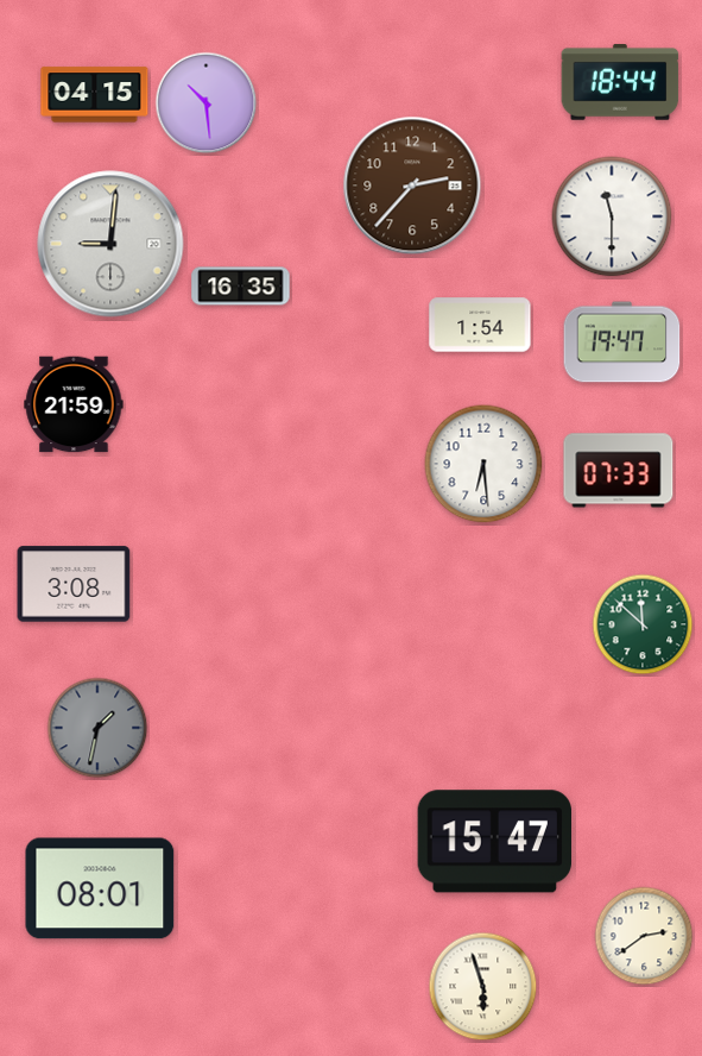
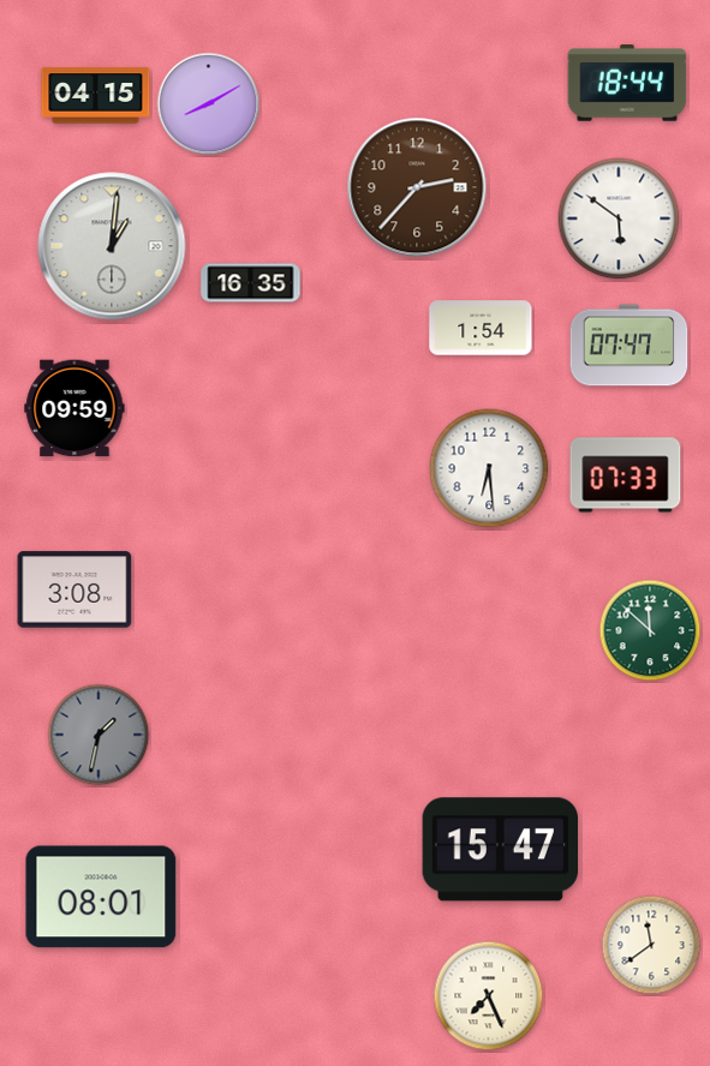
clock at (207, 103): 10:29 -> 8:10
clock at (612, 216): 11:30 -> 5:51
clock at (110, 244): 9:01 -> 1:01
clock at (241, 287) position: (241, 287) -> (251, 283)
clock at (480, 325) position: (480, 325) -> (481, 328)
clock at (622, 342): 19:47 -> 07:47
clock at (74, 404): 21:59 -> 09:59
clock at (644, 936): 2:39 -> 11:39
clock at (483, 987): 5:57 -> 7:26
